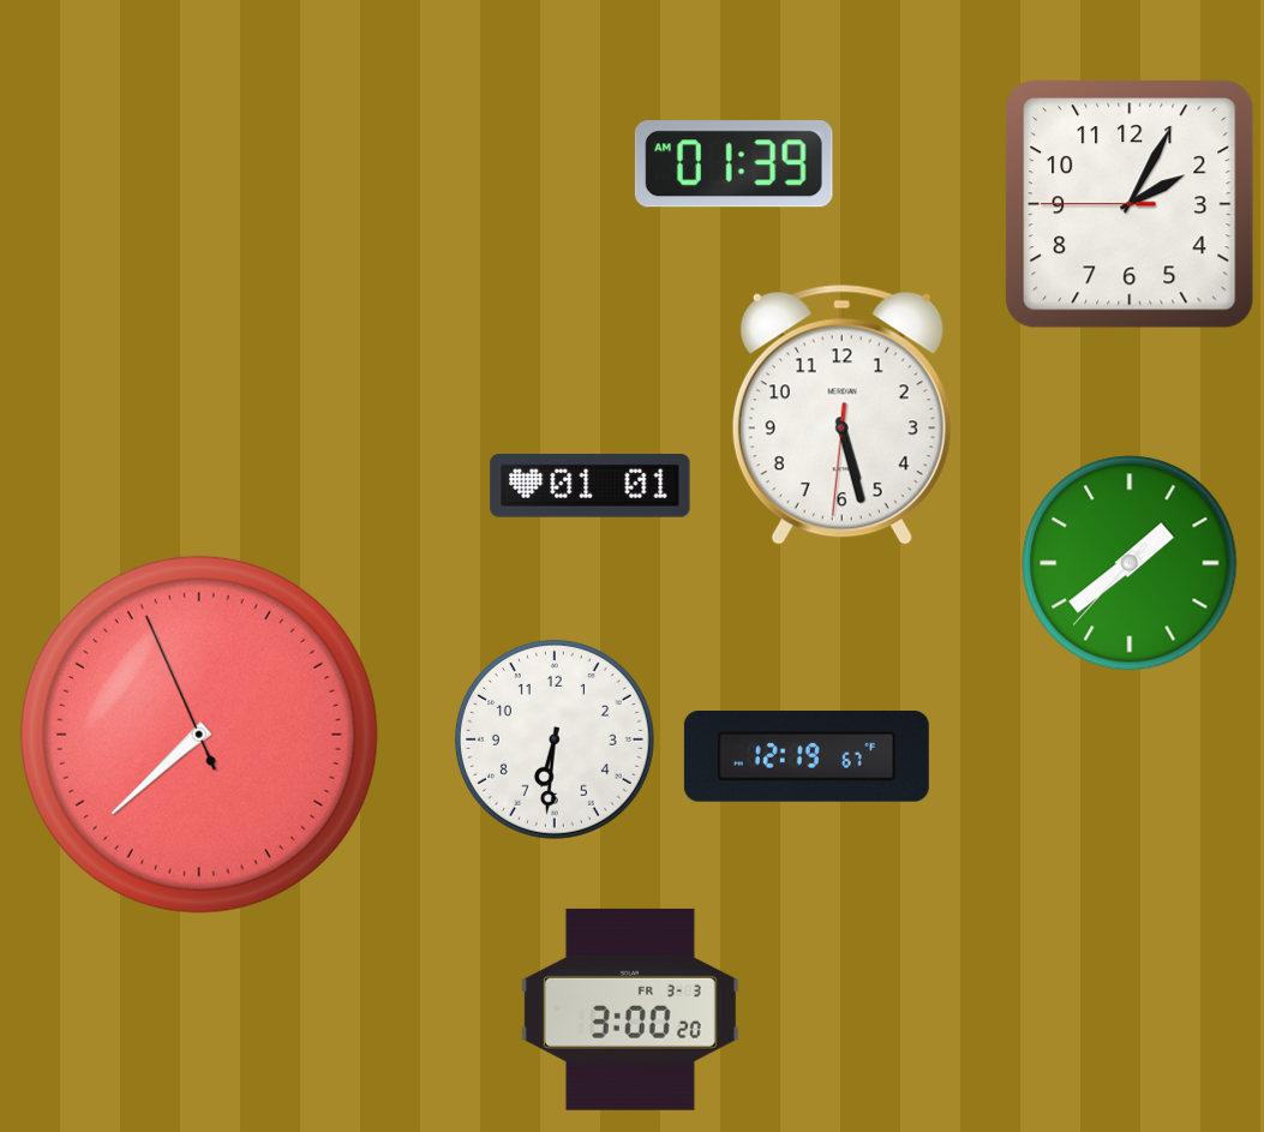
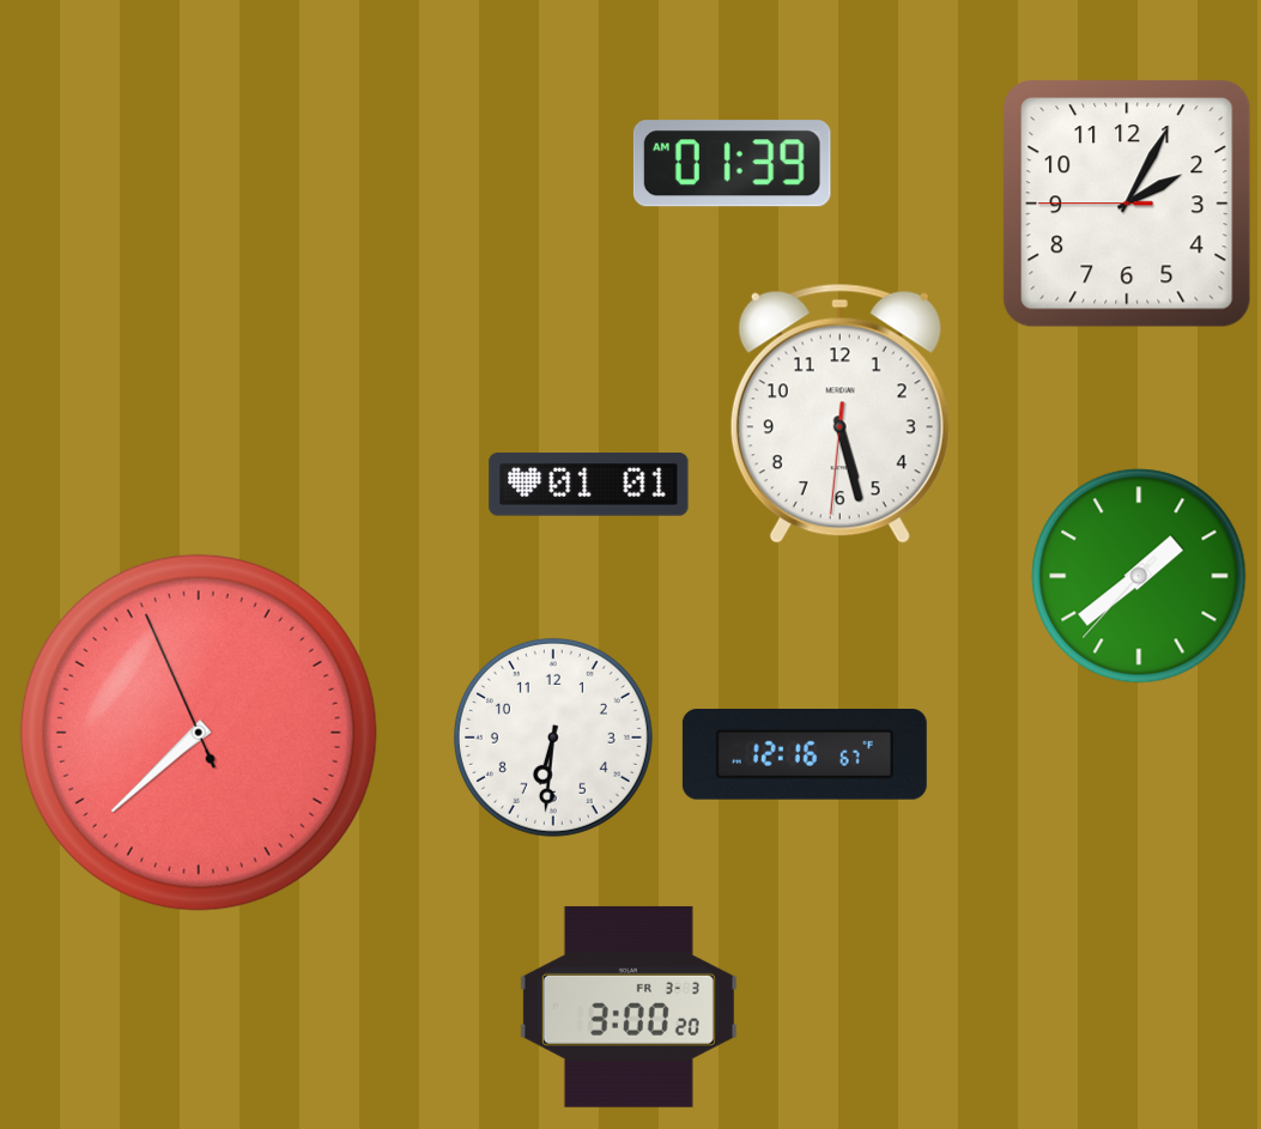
clock at (1130, 563) position: (1130, 563) -> (1139, 576)
clock at (807, 757): 12:19 -> 12:16
